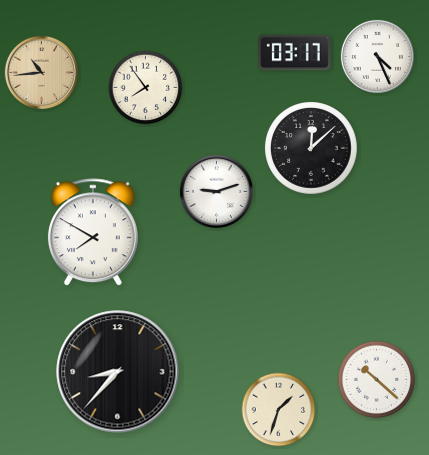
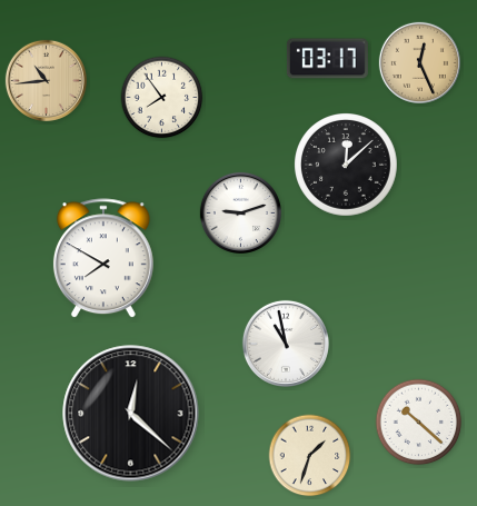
clock at (377, 56): 4:26 -> 12:26
clock at (377, 56) dial: white -> champagne
clock at (286, 344): none -> 10:58
clock at (118, 372): 8:37 -> 12:22
